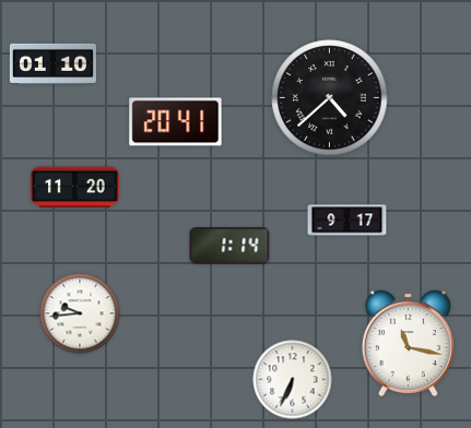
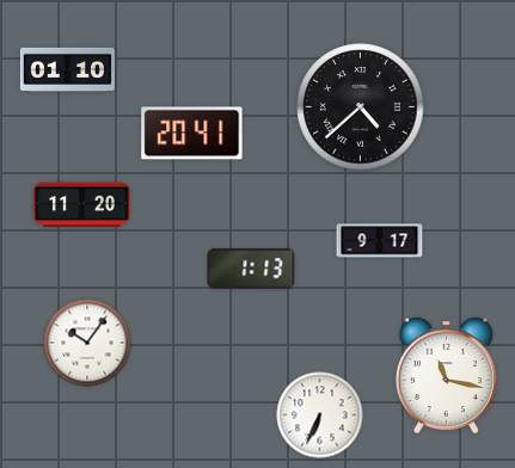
clock at (52, 63) position: (52, 63) -> (67, 69)
clock at (229, 246): 1:14 -> 1:13
clock at (80, 313): 9:44 -> 10:06
